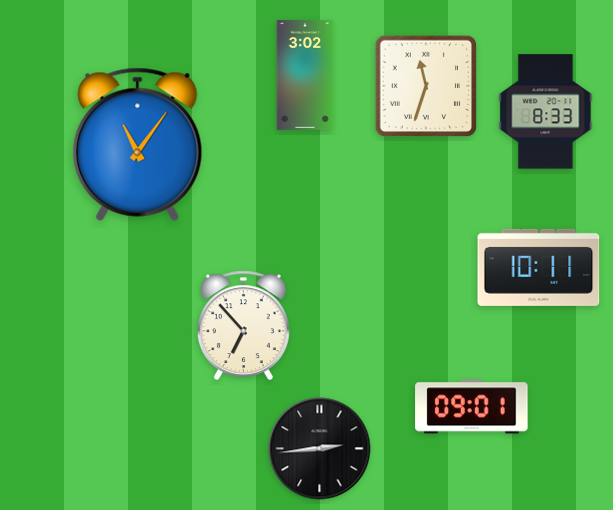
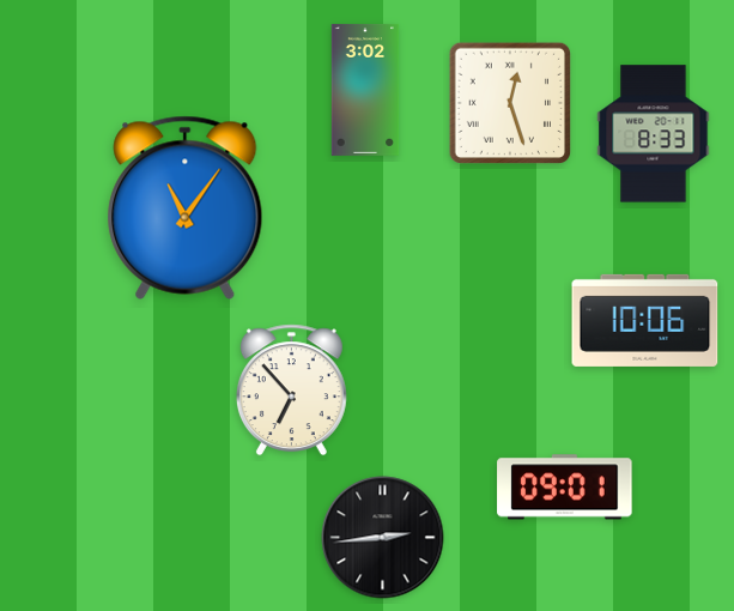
clock at (425, 85): 11:33 -> 12:27
clock at (138, 144) position: (138, 144) -> (186, 207)
clock at (539, 267): 10:11 -> 10:06
